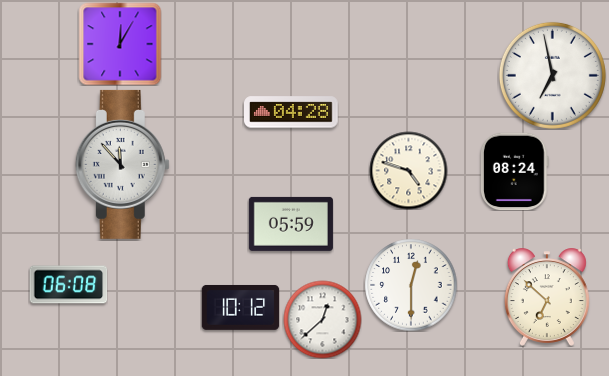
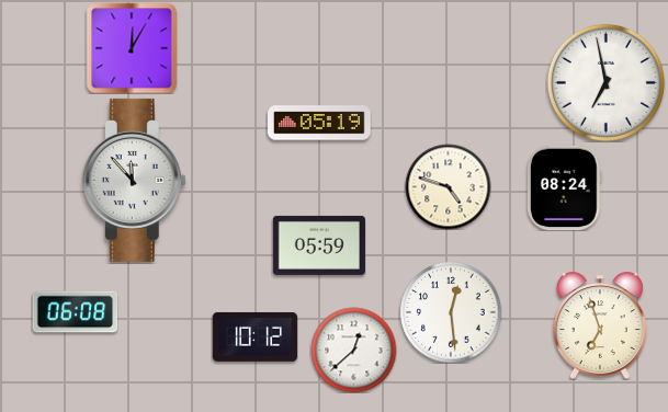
clock at (292, 112): 04:28 -> 05:19
clock at (411, 285): 12:30 -> 12:29
clock at (547, 297): 6:52 -> 6:57
clock at (240, 307) position: (240, 307) -> (254, 336)
